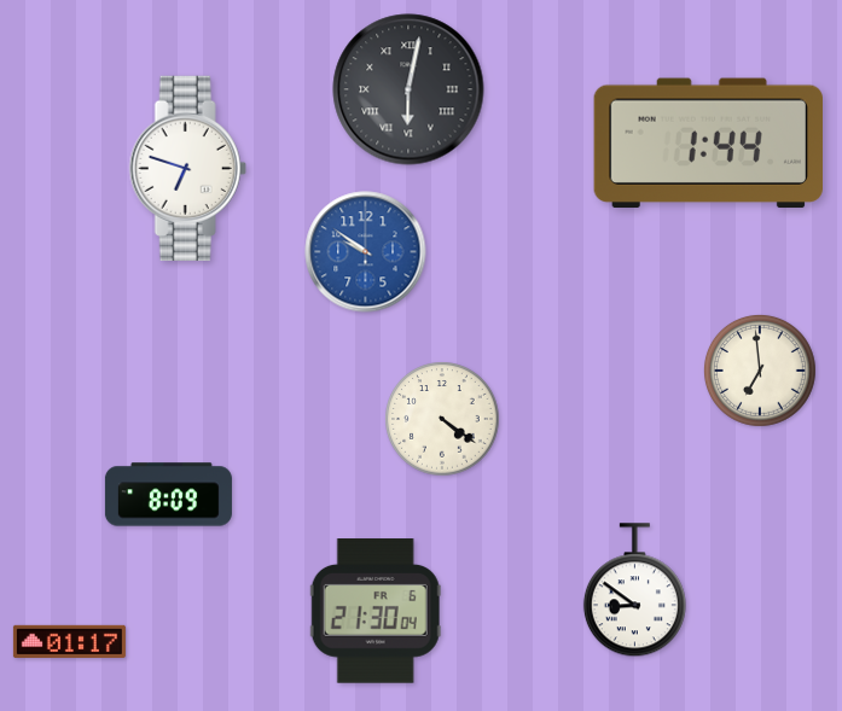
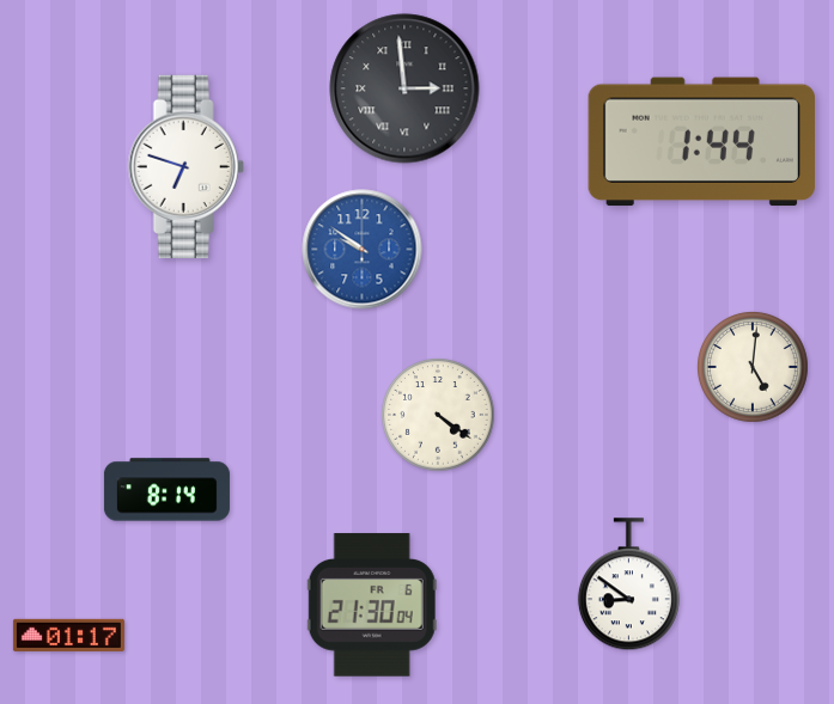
clock at (408, 89): 6:02 -> 2:59
clock at (760, 371): 6:59 -> 5:01
clock at (168, 495): 8:09 -> 8:14
